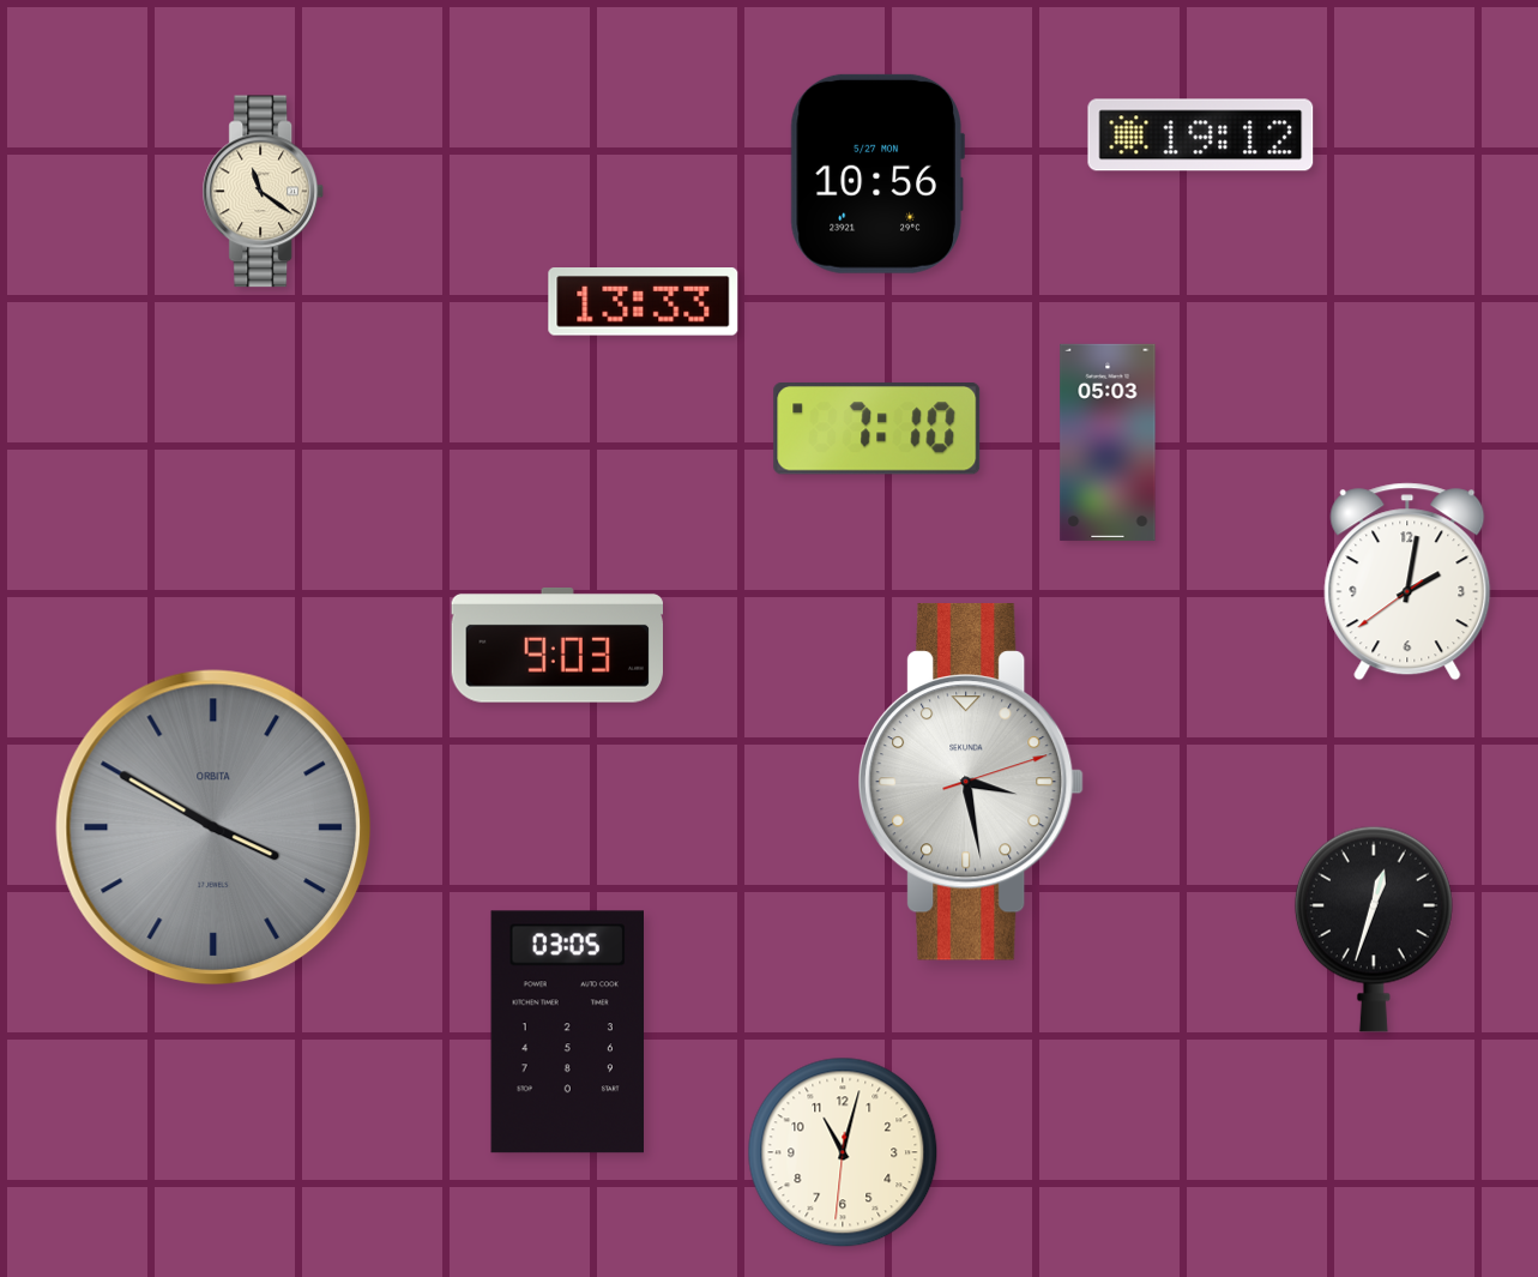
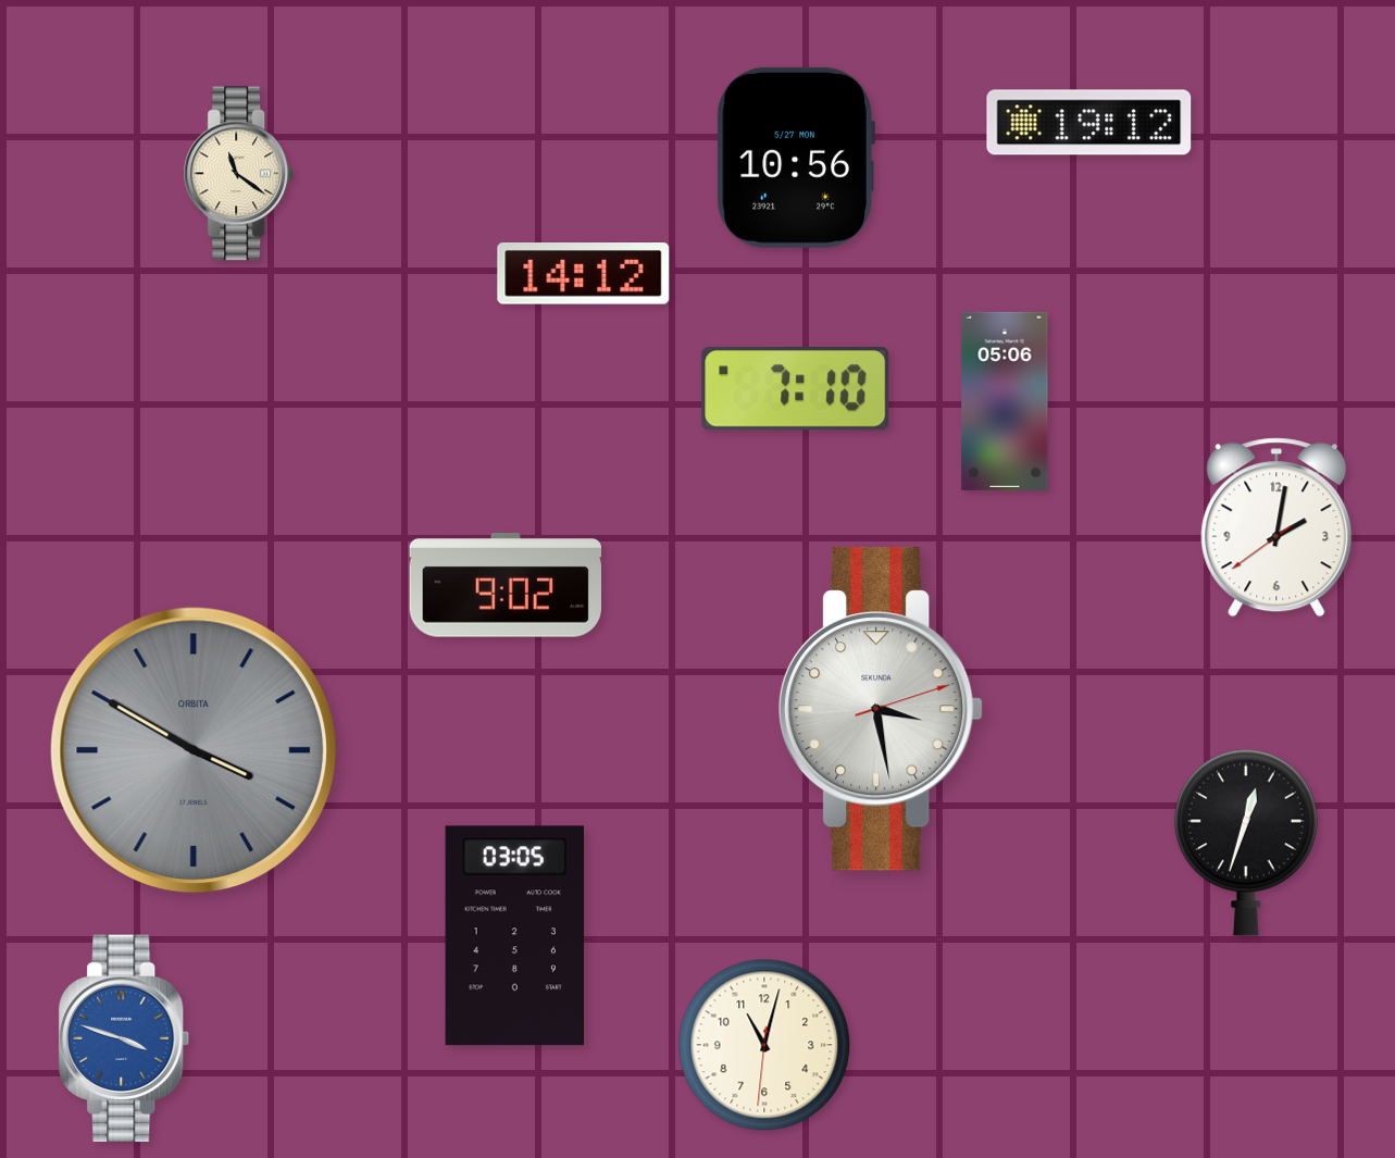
clock at (644, 302): 13:33 -> 14:12
clock at (1108, 442): 05:03 -> 05:06
clock at (556, 646): 9:03 -> 9:02
clock at (124, 1038): none -> 3:48
